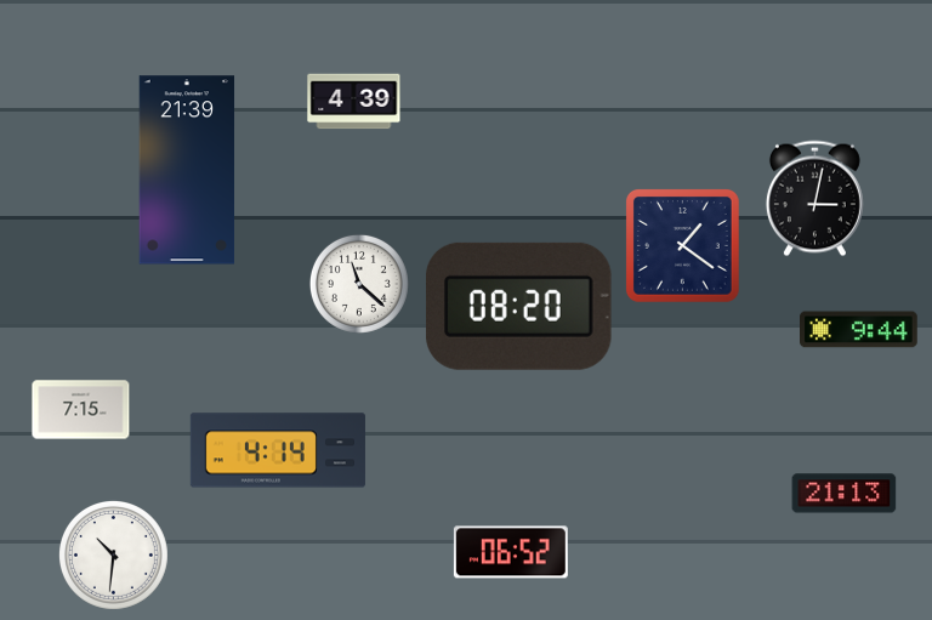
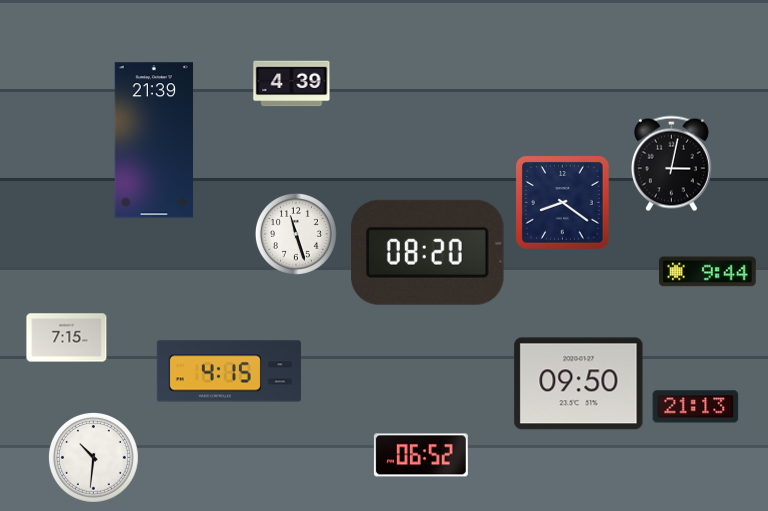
clock at (683, 246): 1:21 -> 8:21
clock at (359, 284): 11:22 -> 11:27
clock at (278, 450): 4:14 -> 4:15
clock at (579, 384): none -> 09:50
